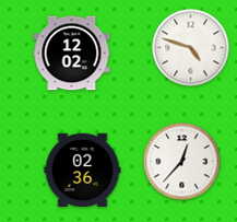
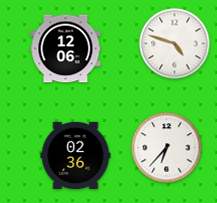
clock at (72, 54): 12:02 -> 12:06
clock at (182, 162): 12:37 -> 6:37
